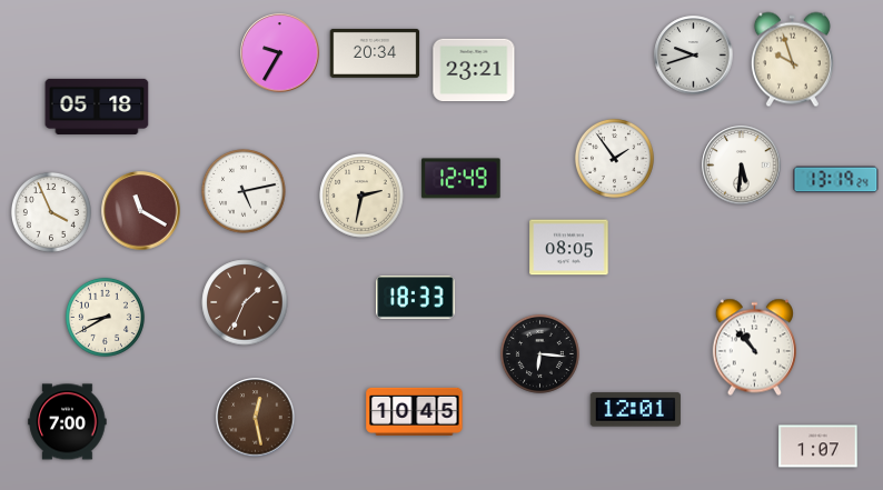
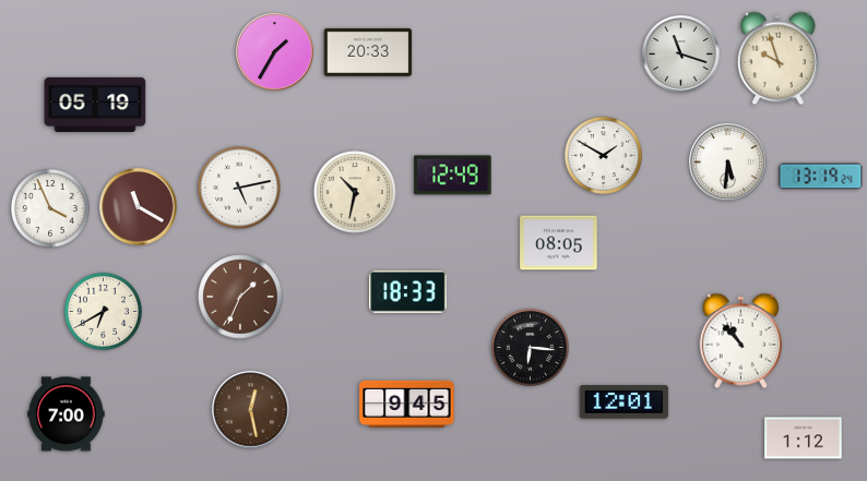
clock at (280, 53): 9:35 -> 1:35
clock at (375, 53): 20:34 -> 20:33
clock at (694, 56): 9:42 -> 11:18
clock at (474, 70): 23:21 -> none
clock at (97, 107): 05:18 -> 05:19
clock at (614, 158): 1:54 -> 1:50
clock at (361, 196): 2:32 -> 10:32
clock at (105, 317): 8:40 -> 6:40
clock at (415, 411): 10:45 -> 9:45
clock at (818, 447): 1:07 -> 1:12
